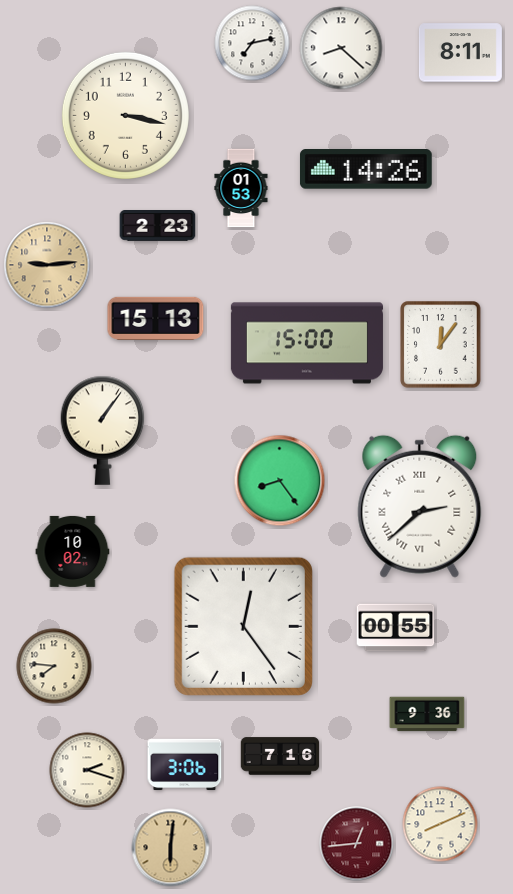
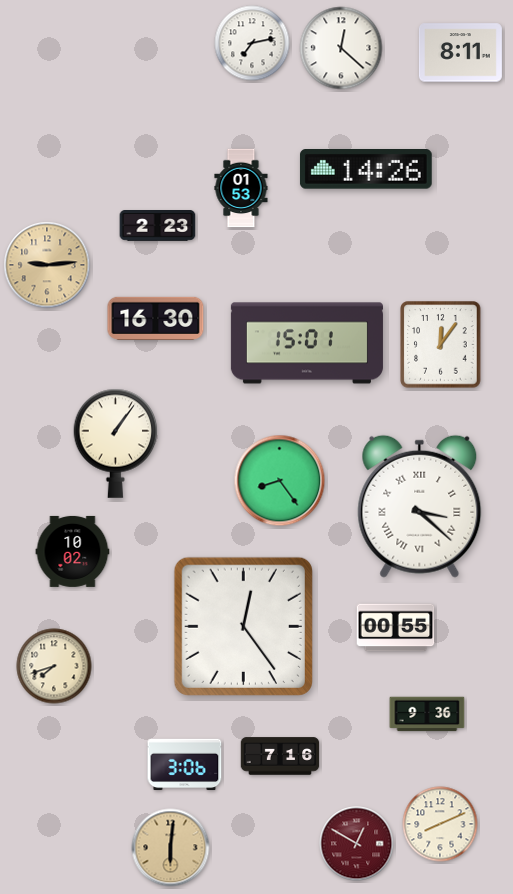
clock at (341, 48): 8:22 -> 12:22
clock at (125, 115): 3:17 -> none
clock at (156, 318): 15:13 -> 16:30
clock at (307, 343): 15:00 -> 15:01
clock at (103, 430) position: (103, 430) -> (116, 443)
clock at (420, 506): 2:38 -> 3:22
clock at (54, 666): 7:46 -> 7:42
clock at (87, 770): 2:18 -> none
clock at (357, 844): 12:44 -> 12:50
